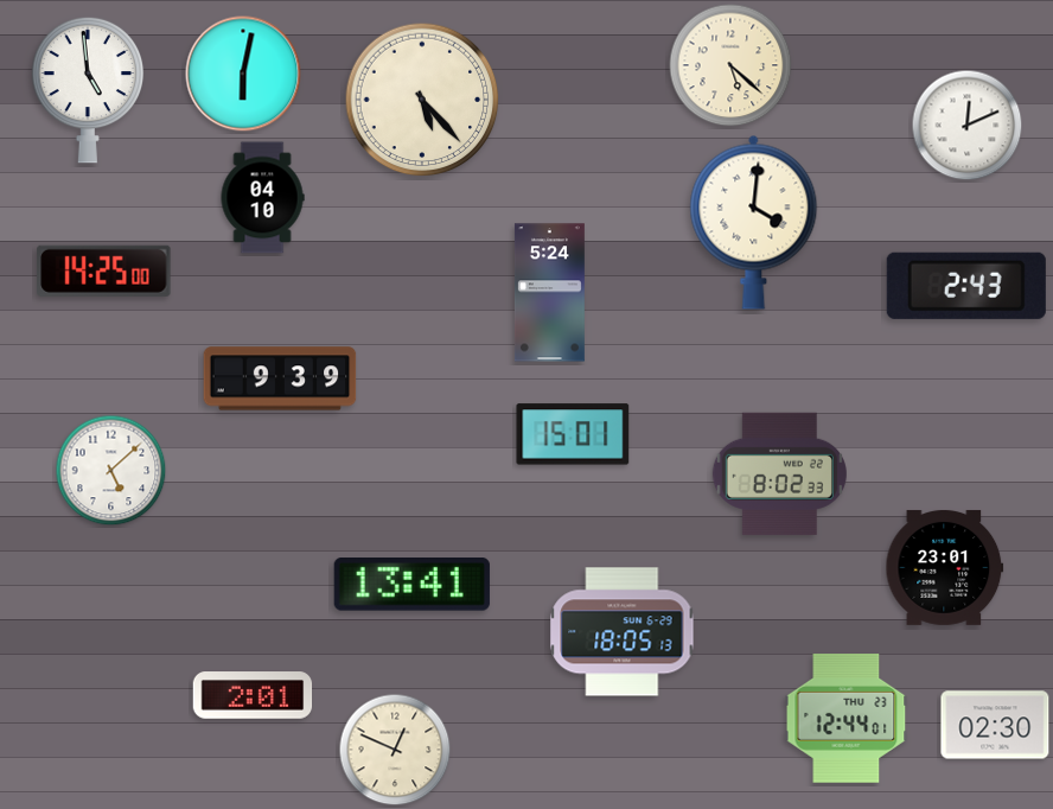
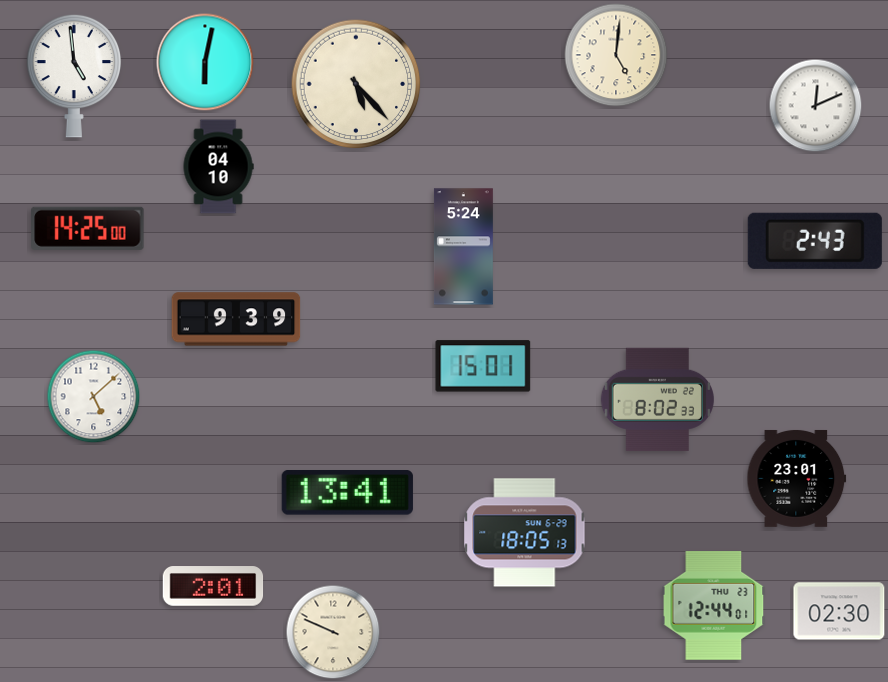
clock at (730, 65): 5:22 -> 5:01
clock at (262, 198) position: (262, 198) -> (218, 167)
clock at (754, 222): 4:01 -> none
clock at (395, 750): 12:49 -> 9:49
